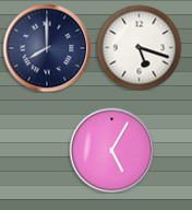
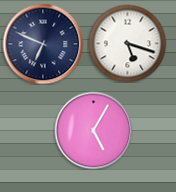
clock at (47, 48): 8:00 -> 6:49
clock at (111, 150) position: (111, 150) -> (93, 130)
